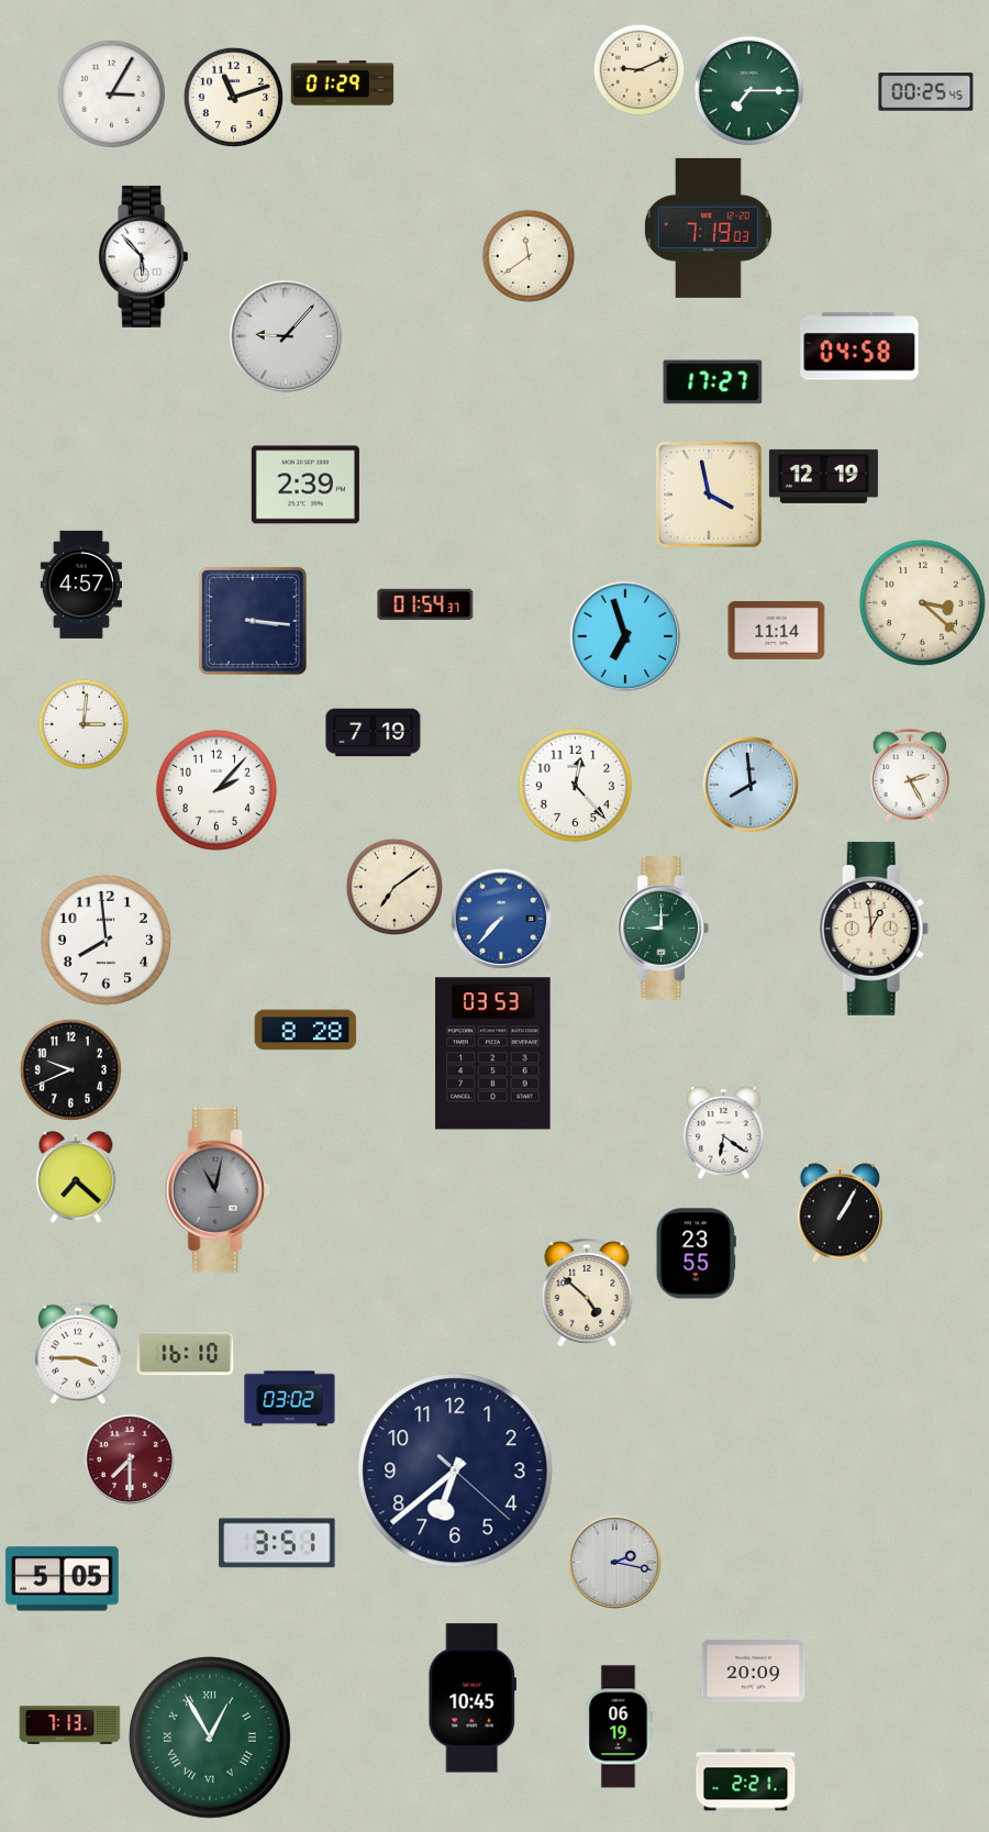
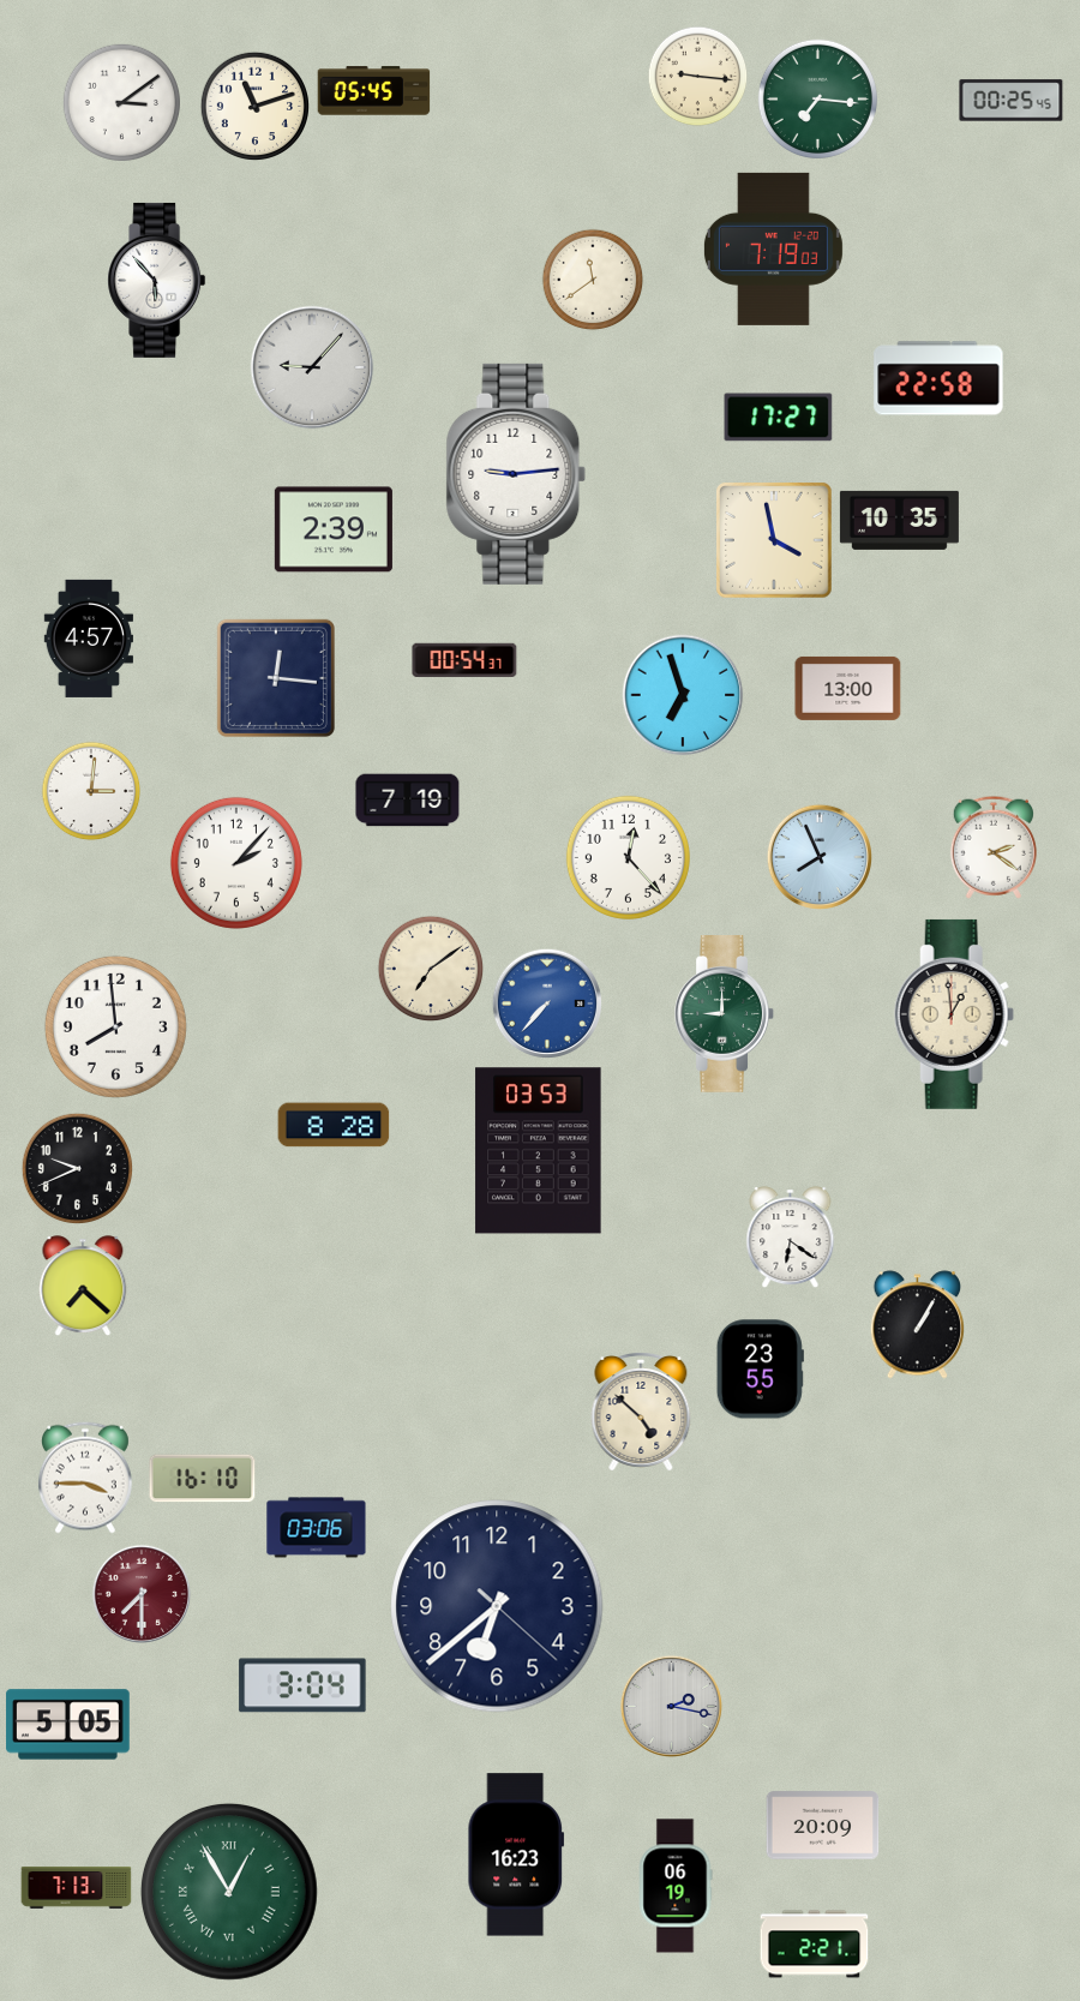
clock at (640, 70): 9:11 -> 9:16
clock at (343, 84): 01:29 -> 05:45
clock at (748, 90): 7:15 -> 7:16
clock at (111, 93): 3:05 -> 3:09
clock at (529, 256) position: (529, 256) -> (593, 280)
clock at (859, 346): 04:58 -> 22:58
clock at (516, 474): none -> 9:14
clock at (823, 476): 12:19 -> 10:35
clock at (922, 602): 3:22 -> none
clock at (425, 604): 01:54 -> 00:54
clock at (253, 621): 3:16 -> 12:16
clock at (777, 630): 11:14 -> 13:00
clock at (910, 776): 2:25 -> 2:21
clock at (749, 784): 7:59 -> 7:56
clock at (218, 1190): 11:02 -> none
clock at (290, 1399): 03:02 -> 03:06
clock at (277, 1543): 3:51 -> 3:04
clock at (473, 1698): 10:45 -> 16:23
clock at (70, 1725) position: (70, 1725) -> (77, 1888)
clock at (210, 1737) position: (210, 1737) -> (229, 1892)
